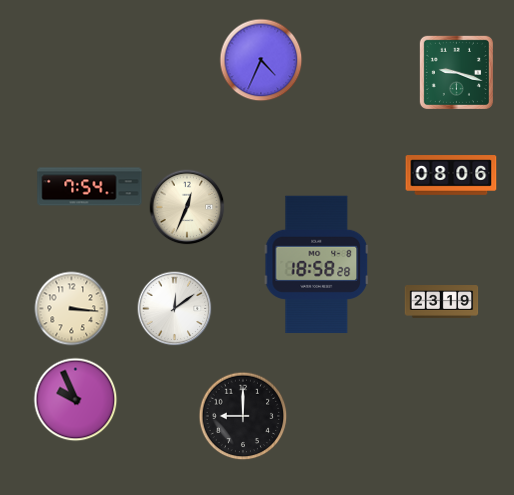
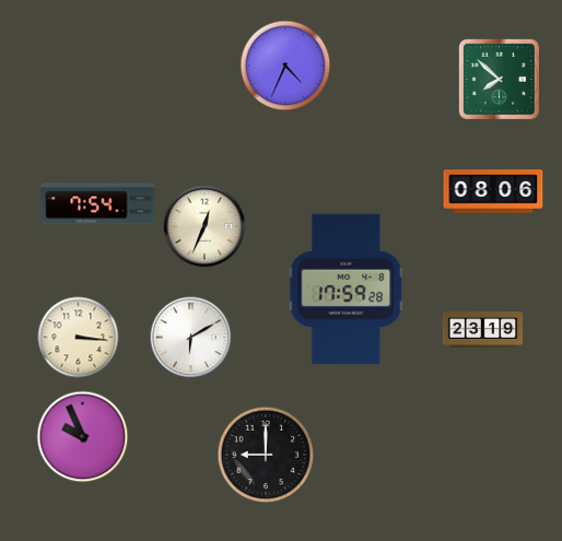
clock at (456, 72): 9:18 -> 7:52
clock at (317, 265): 18:58 -> 17:59
clock at (175, 309): 12:09 -> 6:10
